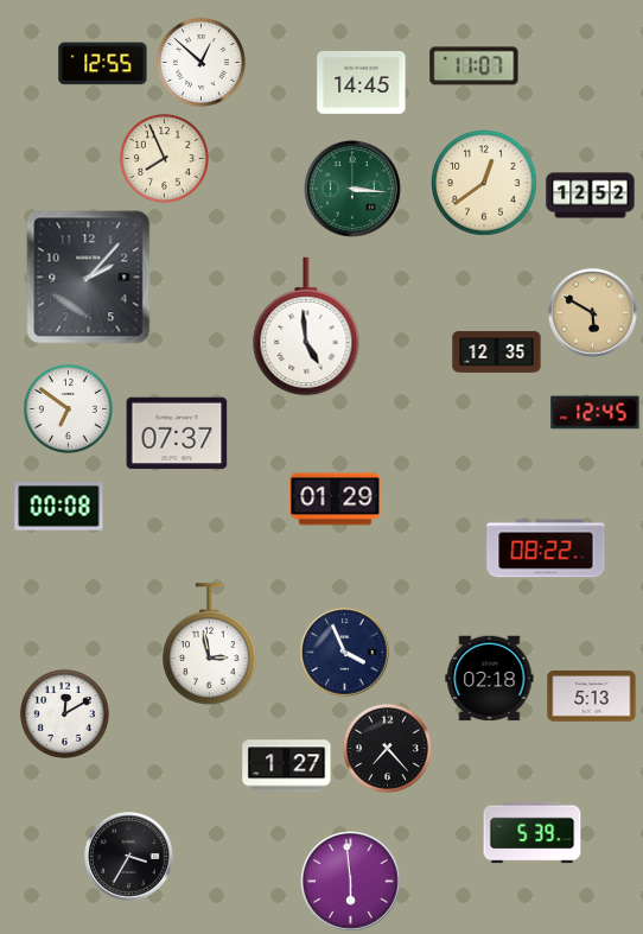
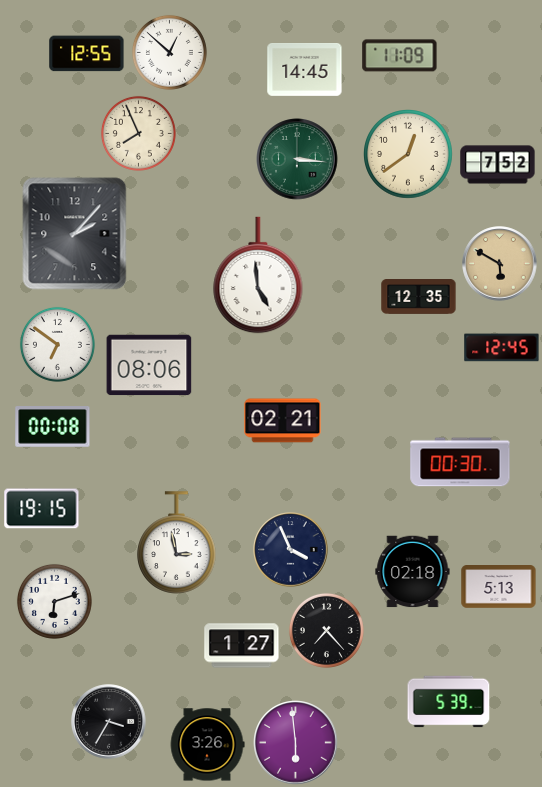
clock at (475, 66): 11:07 -> 11:09
clock at (591, 196): 12:52 -> 7:52
clock at (177, 433): 07:37 -> 08:06
clock at (336, 500): 01:29 -> 02:21
clock at (59, 507) position: (59, 507) -> (53, 427)
clock at (546, 548): 08:22 -> 00:30
clock at (42, 509): none -> 19:15
clock at (64, 713): 12:10 -> 6:12
clock at (207, 745): none -> 3:26
